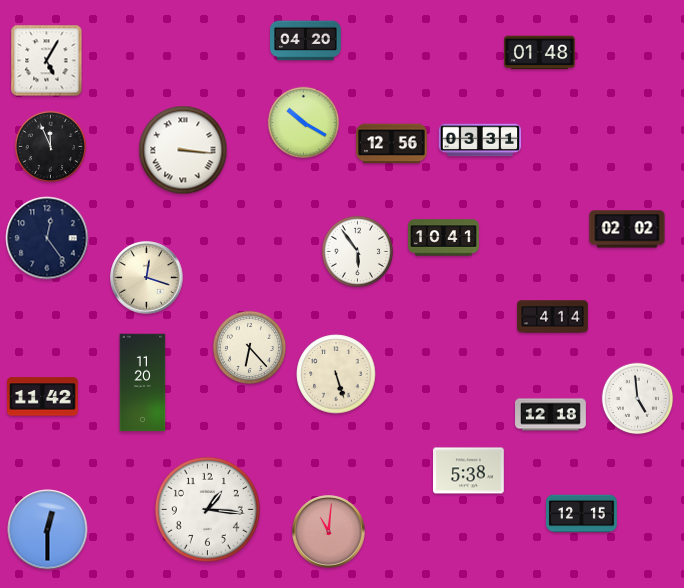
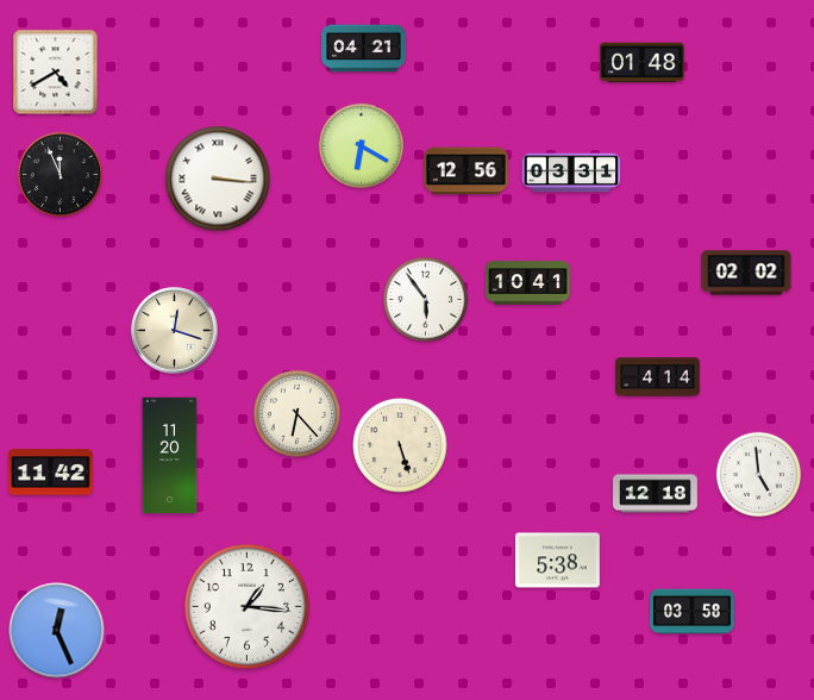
clock at (306, 41): 04:20 -> 04:21
clock at (47, 61): 5:05 -> 4:40
clock at (304, 123): 10:20 -> 6:20
clock at (480, 140) position: (480, 140) -> (571, 173)
clock at (47, 238): 12:24 -> none
clock at (582, 514): 12:15 -> 03:58
clock at (48, 530): 12:30 -> 12:26
clock at (329, 532): 11:01 -> none
